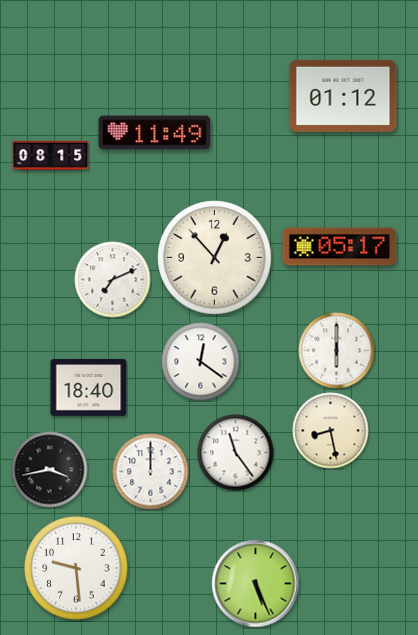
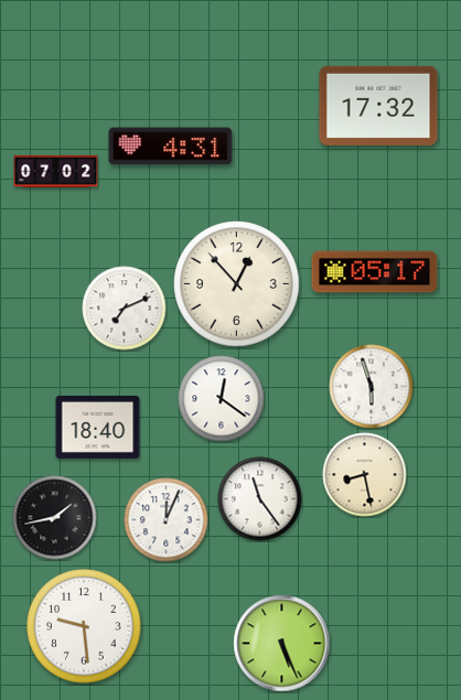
clock at (343, 96): 01:12 -> 17:32
clock at (155, 133): 11:49 -> 4:31
clock at (51, 155): 08:15 -> 07:02
clock at (337, 351): 6:00 -> 5:57
clock at (50, 470): 3:43 -> 1:43
clock at (151, 472): 12:00 -> 12:04
